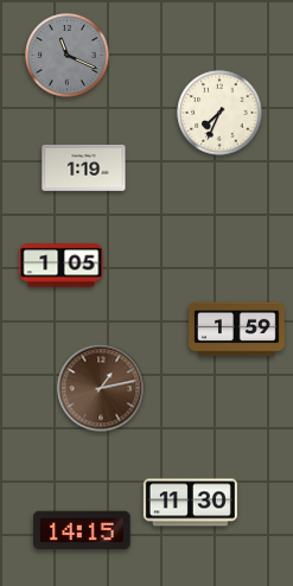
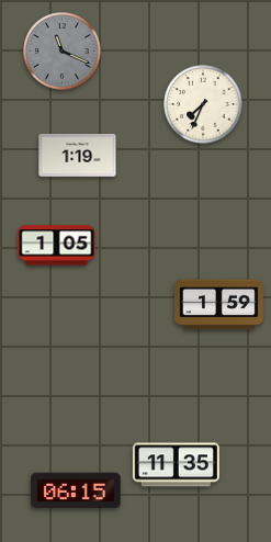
clock at (101, 388): 1:13 -> none
clock at (190, 503): 11:30 -> 11:35
clock at (82, 530): 14:15 -> 06:15
